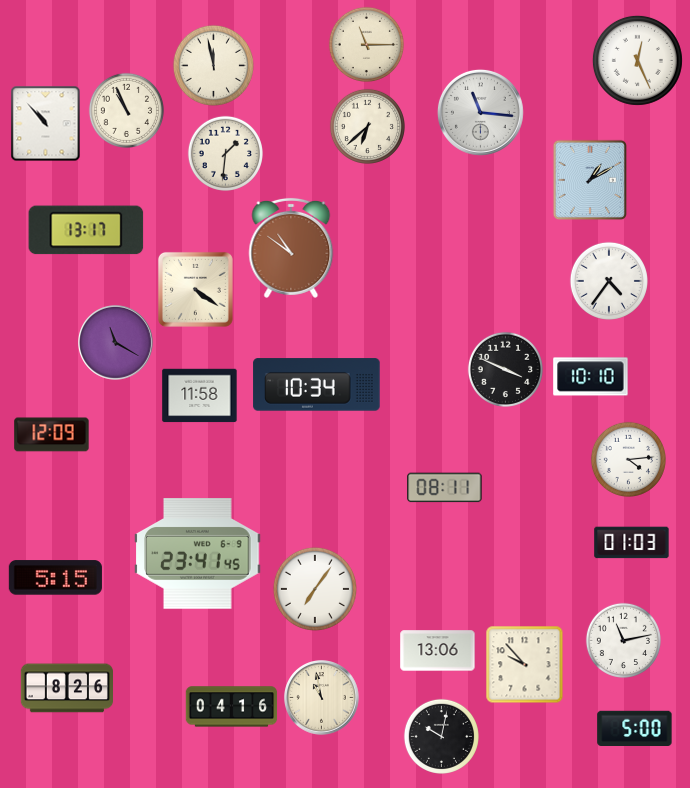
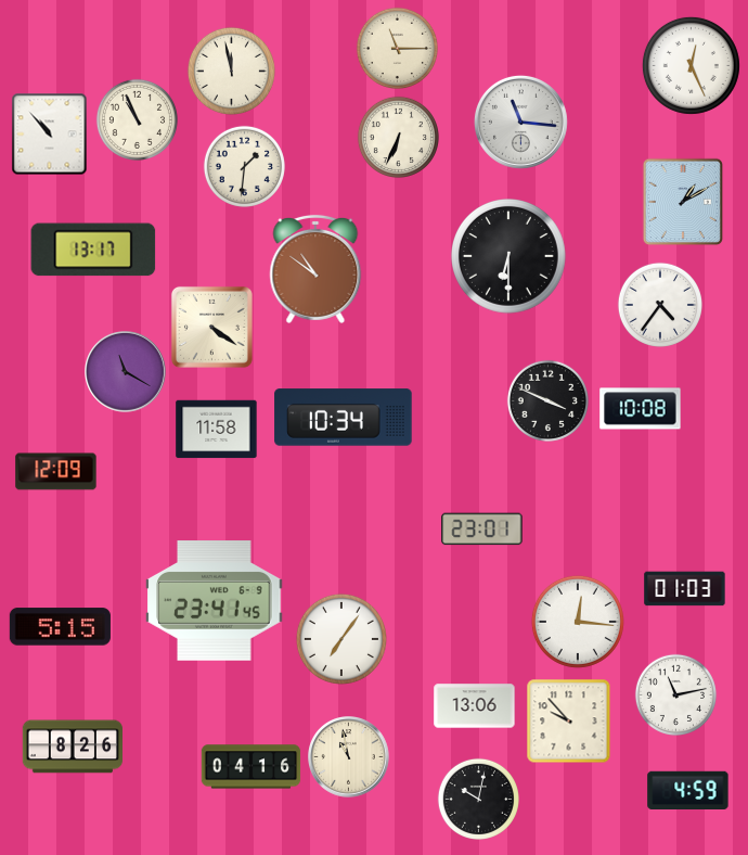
clock at (367, 126): 6:38 -> 6:34
clock at (590, 180) position: (590, 180) -> (683, 202)
clock at (510, 257): none -> 6:30
clock at (195, 289) position: (195, 289) -> (211, 327)
clock at (591, 377): 10:10 -> 10:08
clock at (628, 459): 4:14 -> none
clock at (445, 488): 08:11 -> 23:01
clock at (578, 622): none -> 12:16
clock at (635, 728): 5:00 -> 4:59
